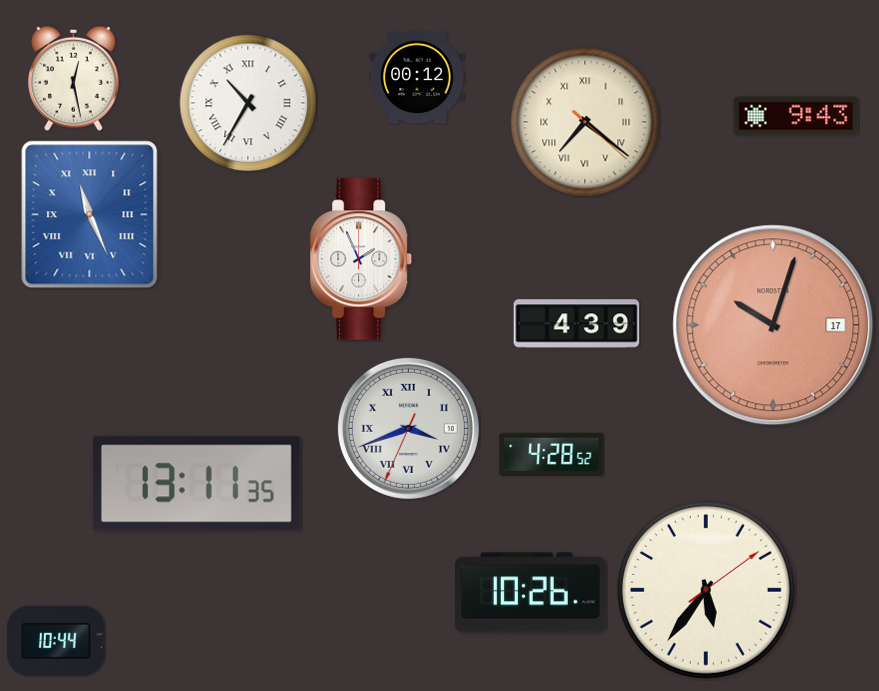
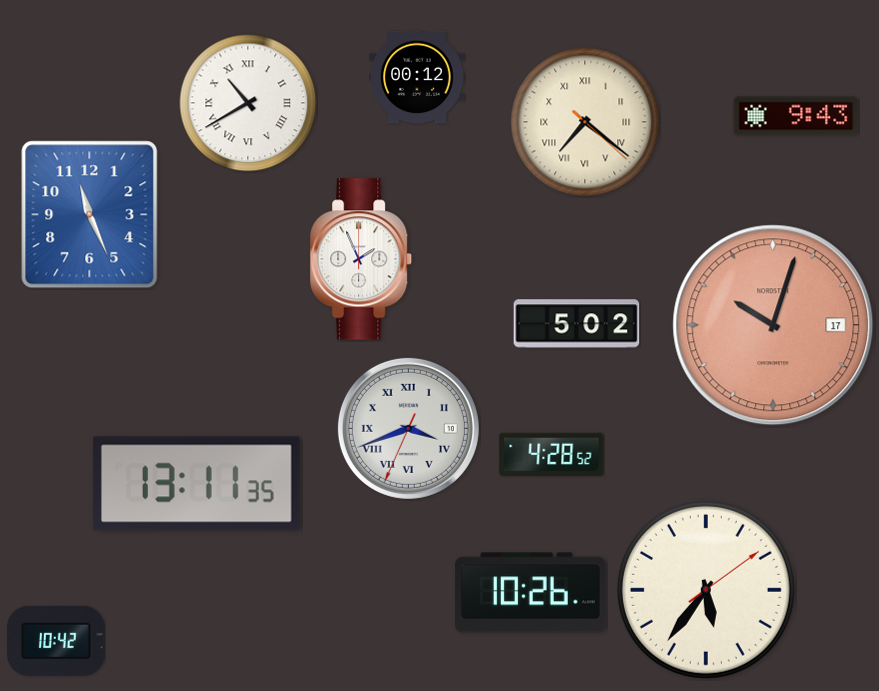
clock at (74, 78): 12:28 -> none
clock at (248, 103): 10:35 -> 10:40
clock at (90, 215) numerals: Roman -> Arabic
clock at (577, 324): 4:39 -> 5:02
clock at (56, 641): 10:44 -> 10:42
